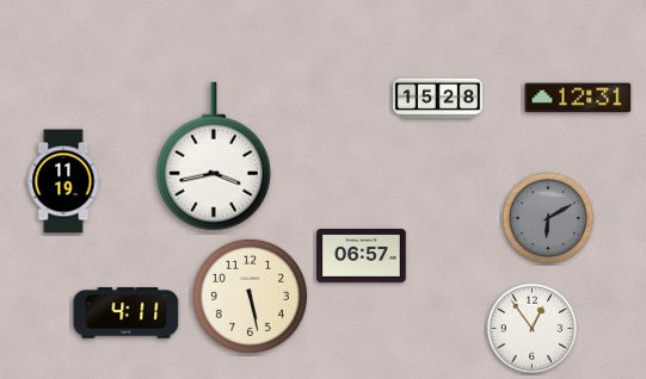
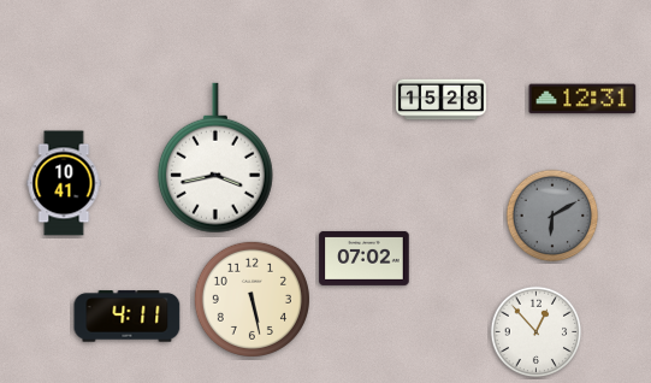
clock at (63, 181): 11:19 -> 10:41
clock at (548, 218) position: (548, 218) -> (552, 216)
clock at (362, 255): 06:57 -> 07:02
clock at (533, 329): 12:54 -> 12:53
